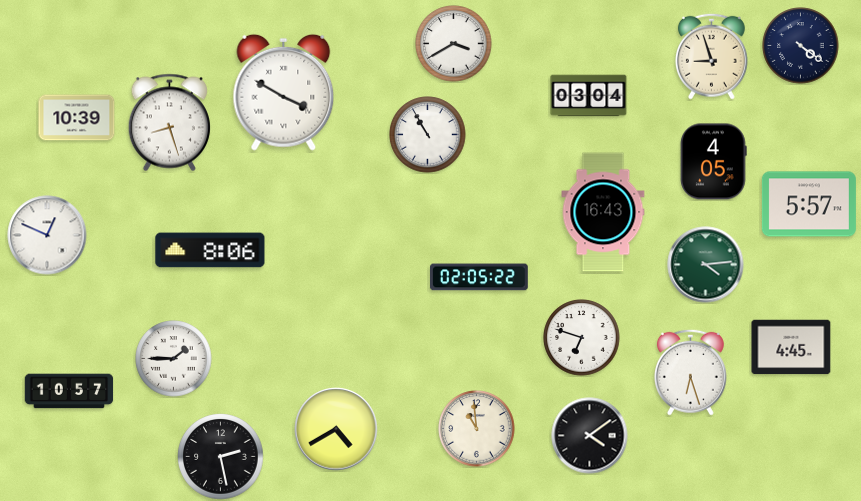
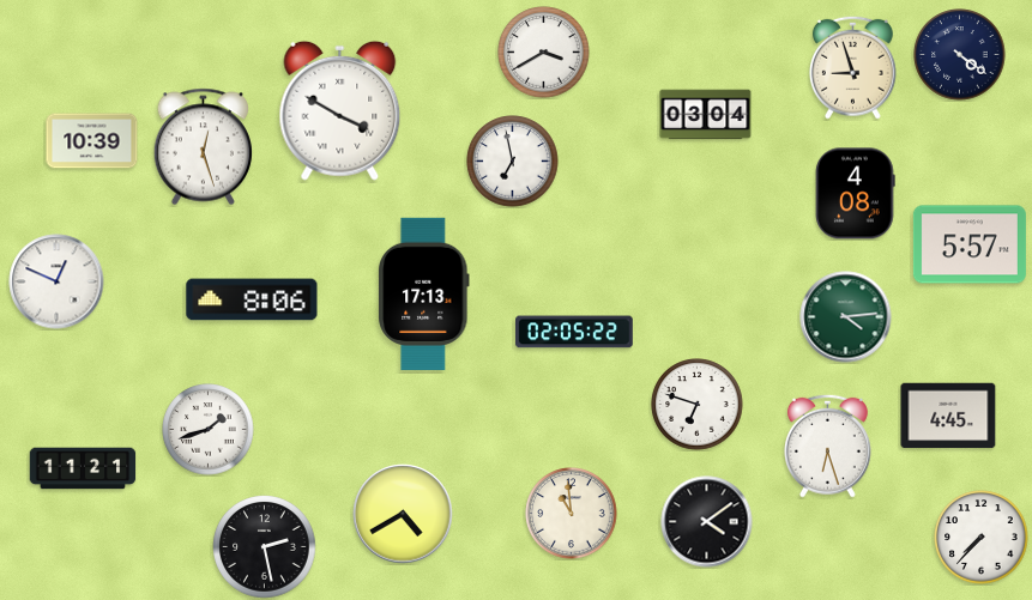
clock at (169, 123): 8:27 -> 12:27
clock at (428, 135): 10:55 -> 6:58
clock at (713, 162): 4:05 -> 4:08
clock at (603, 212): 16:43 -> none
clock at (424, 293): none -> 17:13
clock at (174, 359): 1:45 -> 1:42
clock at (69, 391): 10:57 -> 11:21
clock at (982, 538): none -> 7:37
